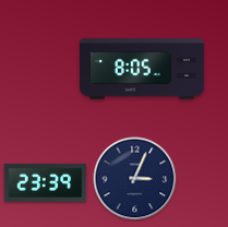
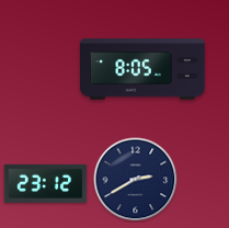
clock at (135, 179): 3:04 -> 2:40
clock at (46, 182): 23:39 -> 23:12
